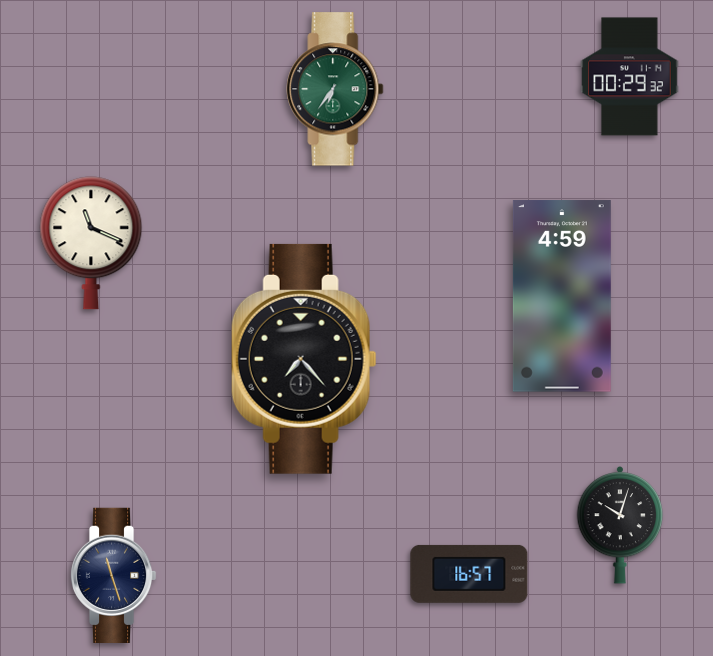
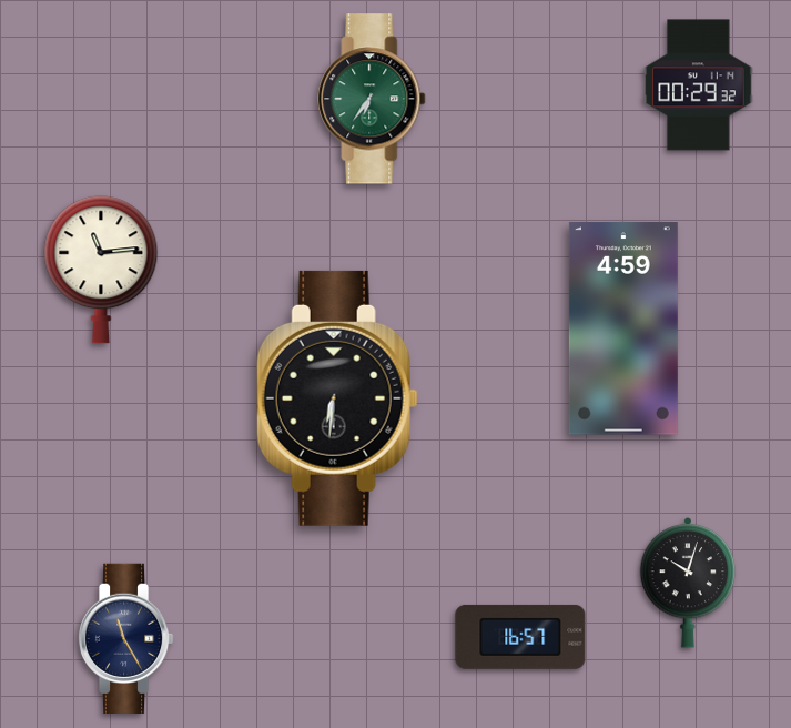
clock at (91, 243): 11:19 -> 11:14
clock at (304, 359): 7:23 -> 6:31
clock at (113, 575): 11:27 -> 11:25
